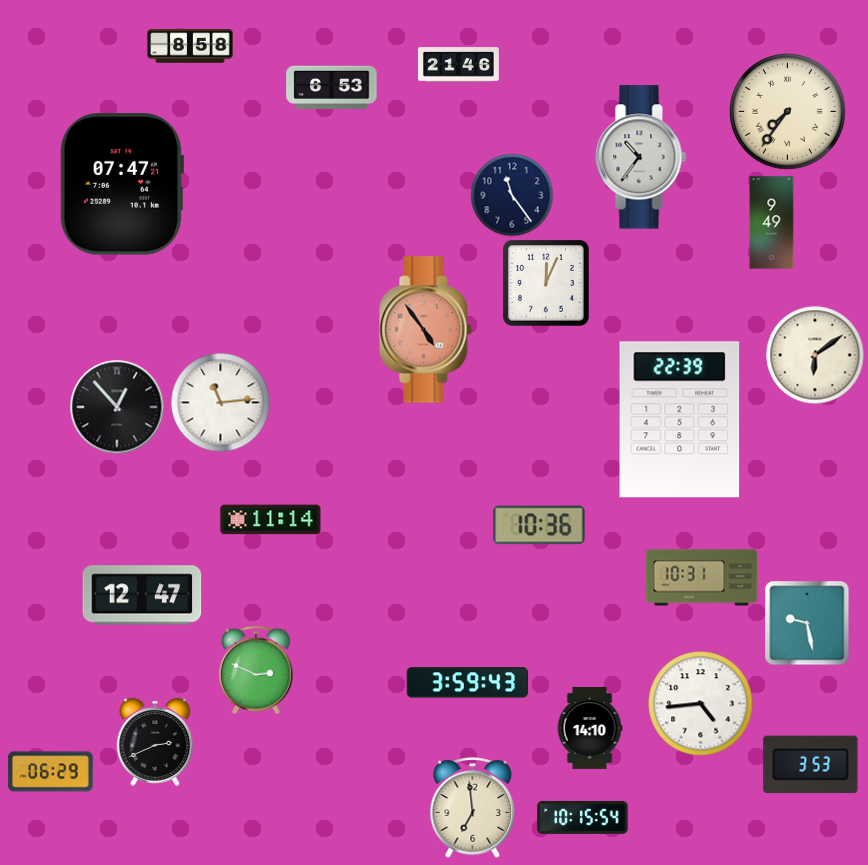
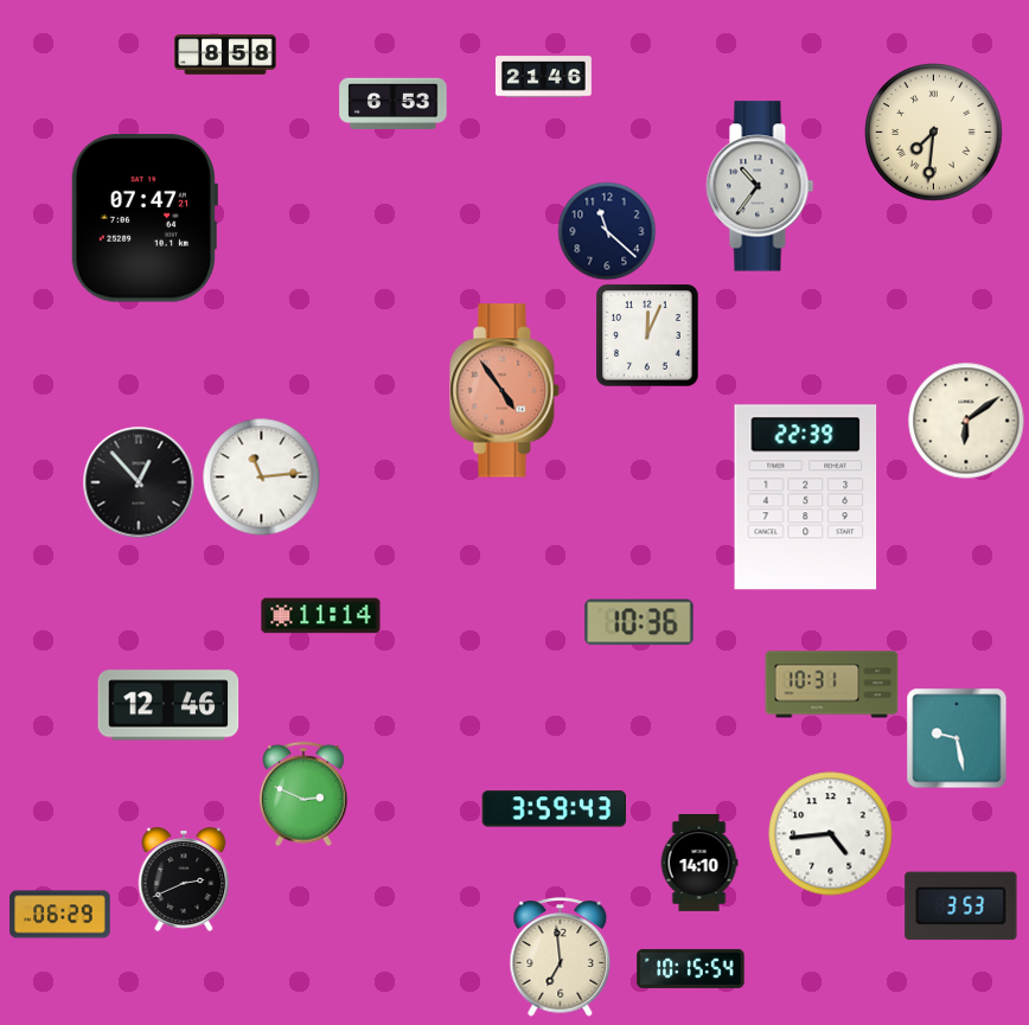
clock at (788, 112): 7:36 -> 7:31
clock at (512, 195): 11:24 -> 11:22
clock at (772, 223): 9:49 -> none
clock at (142, 595): 12:47 -> 12:46
